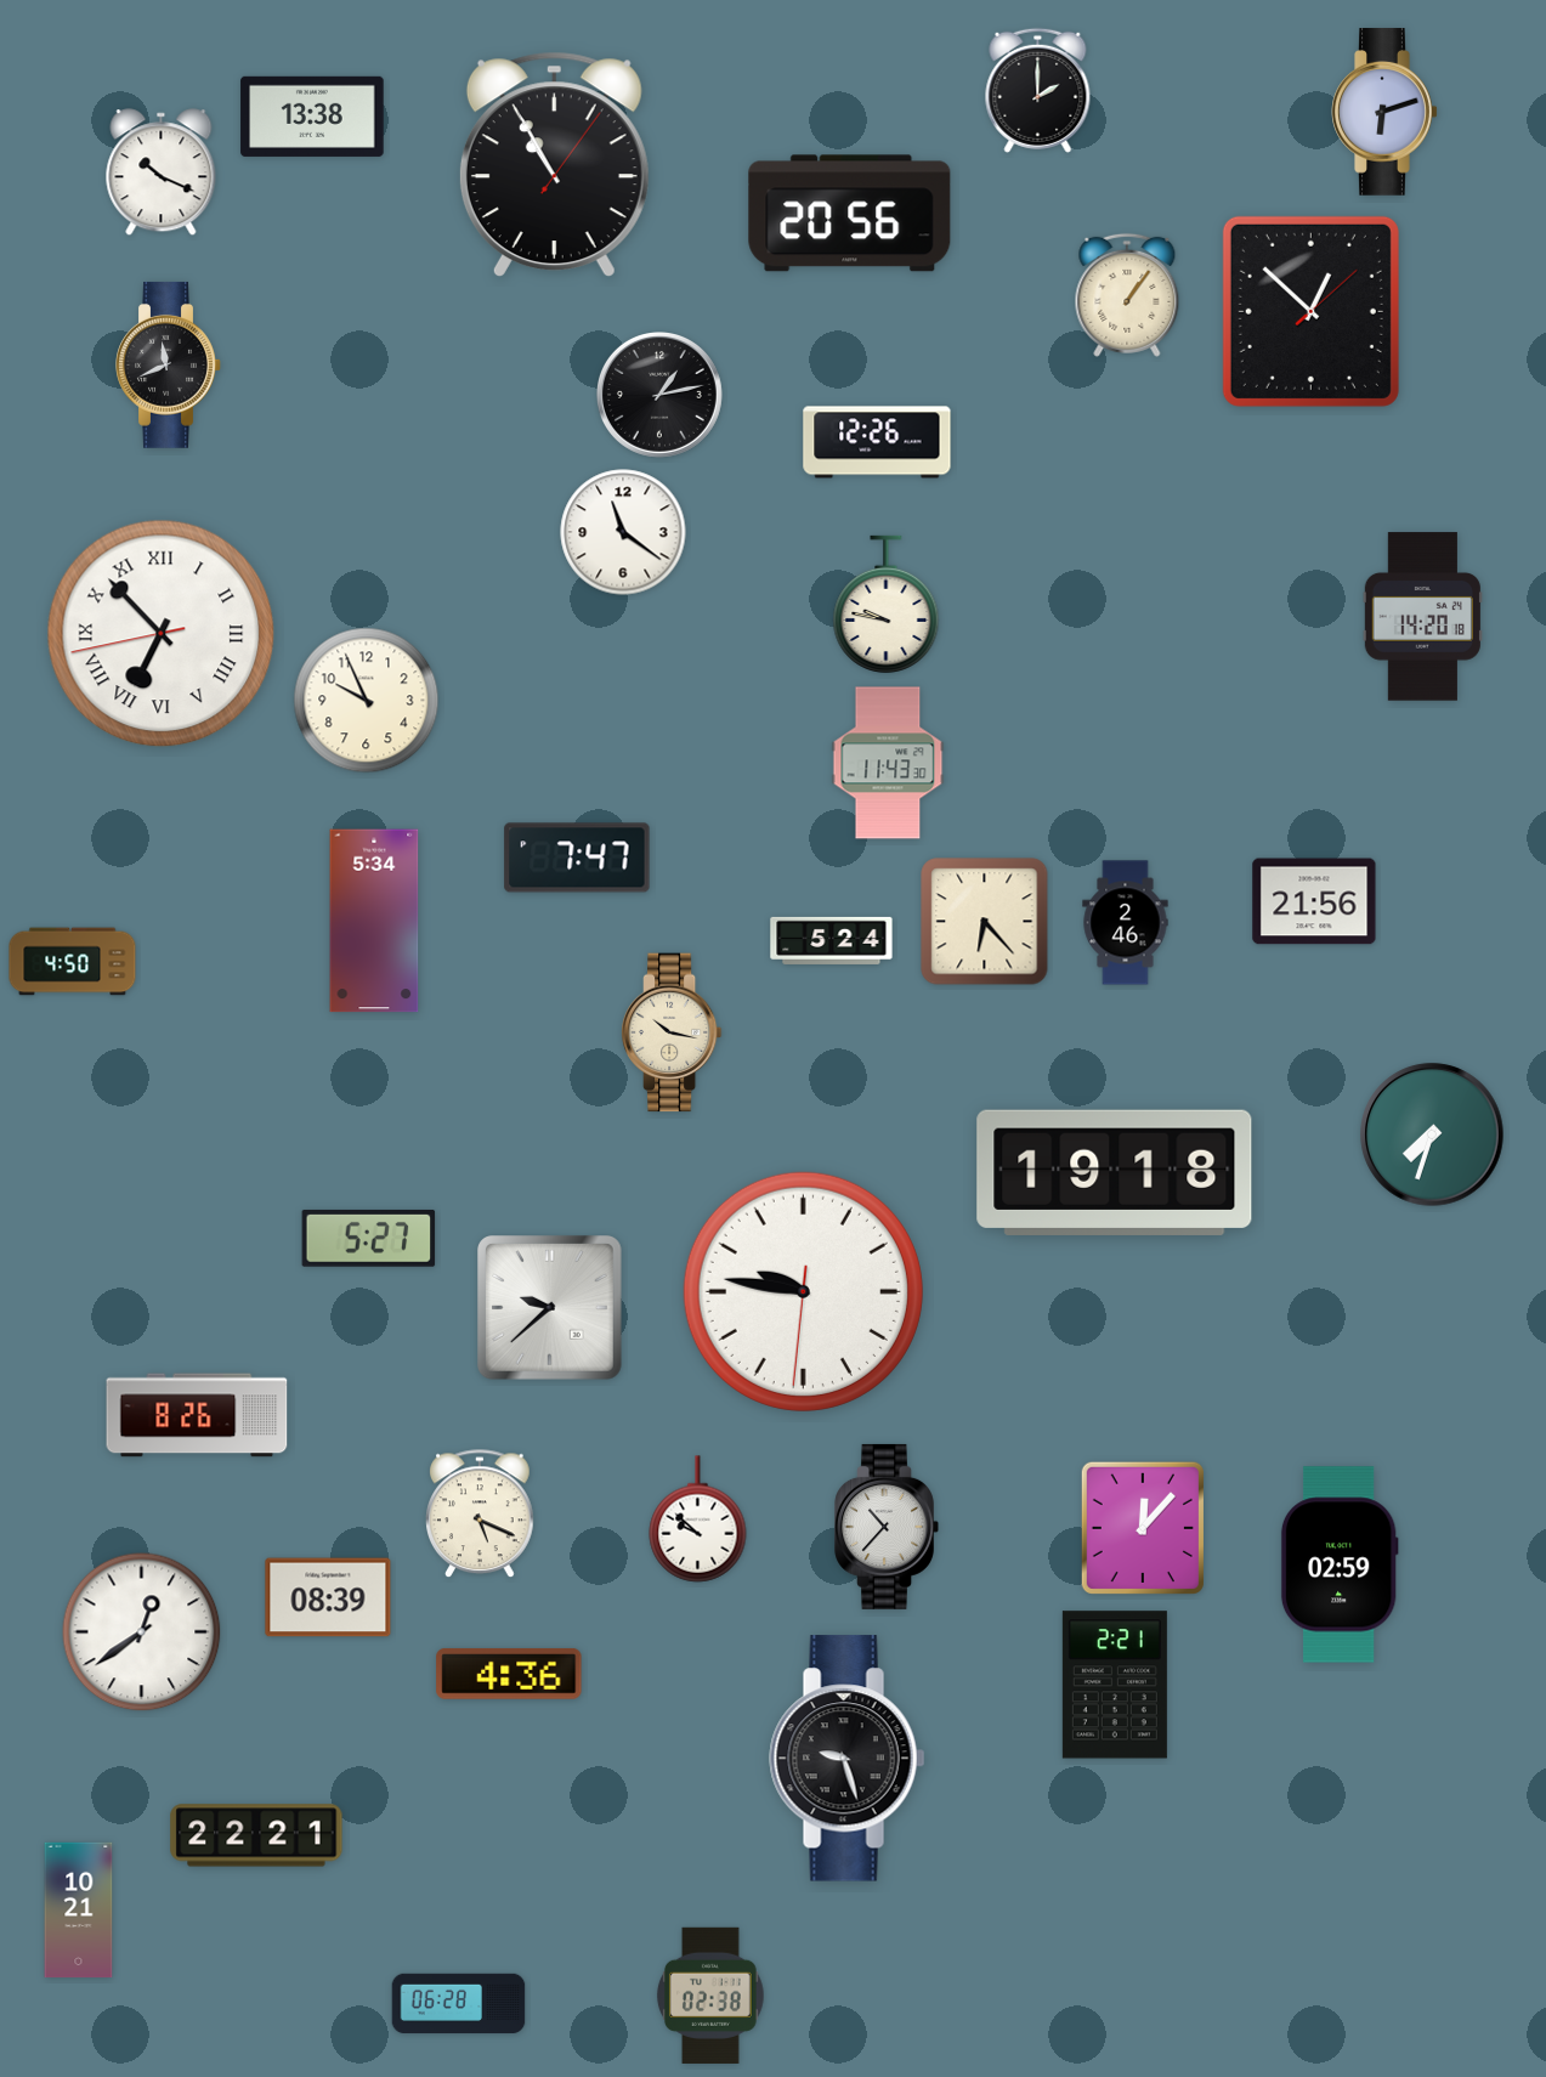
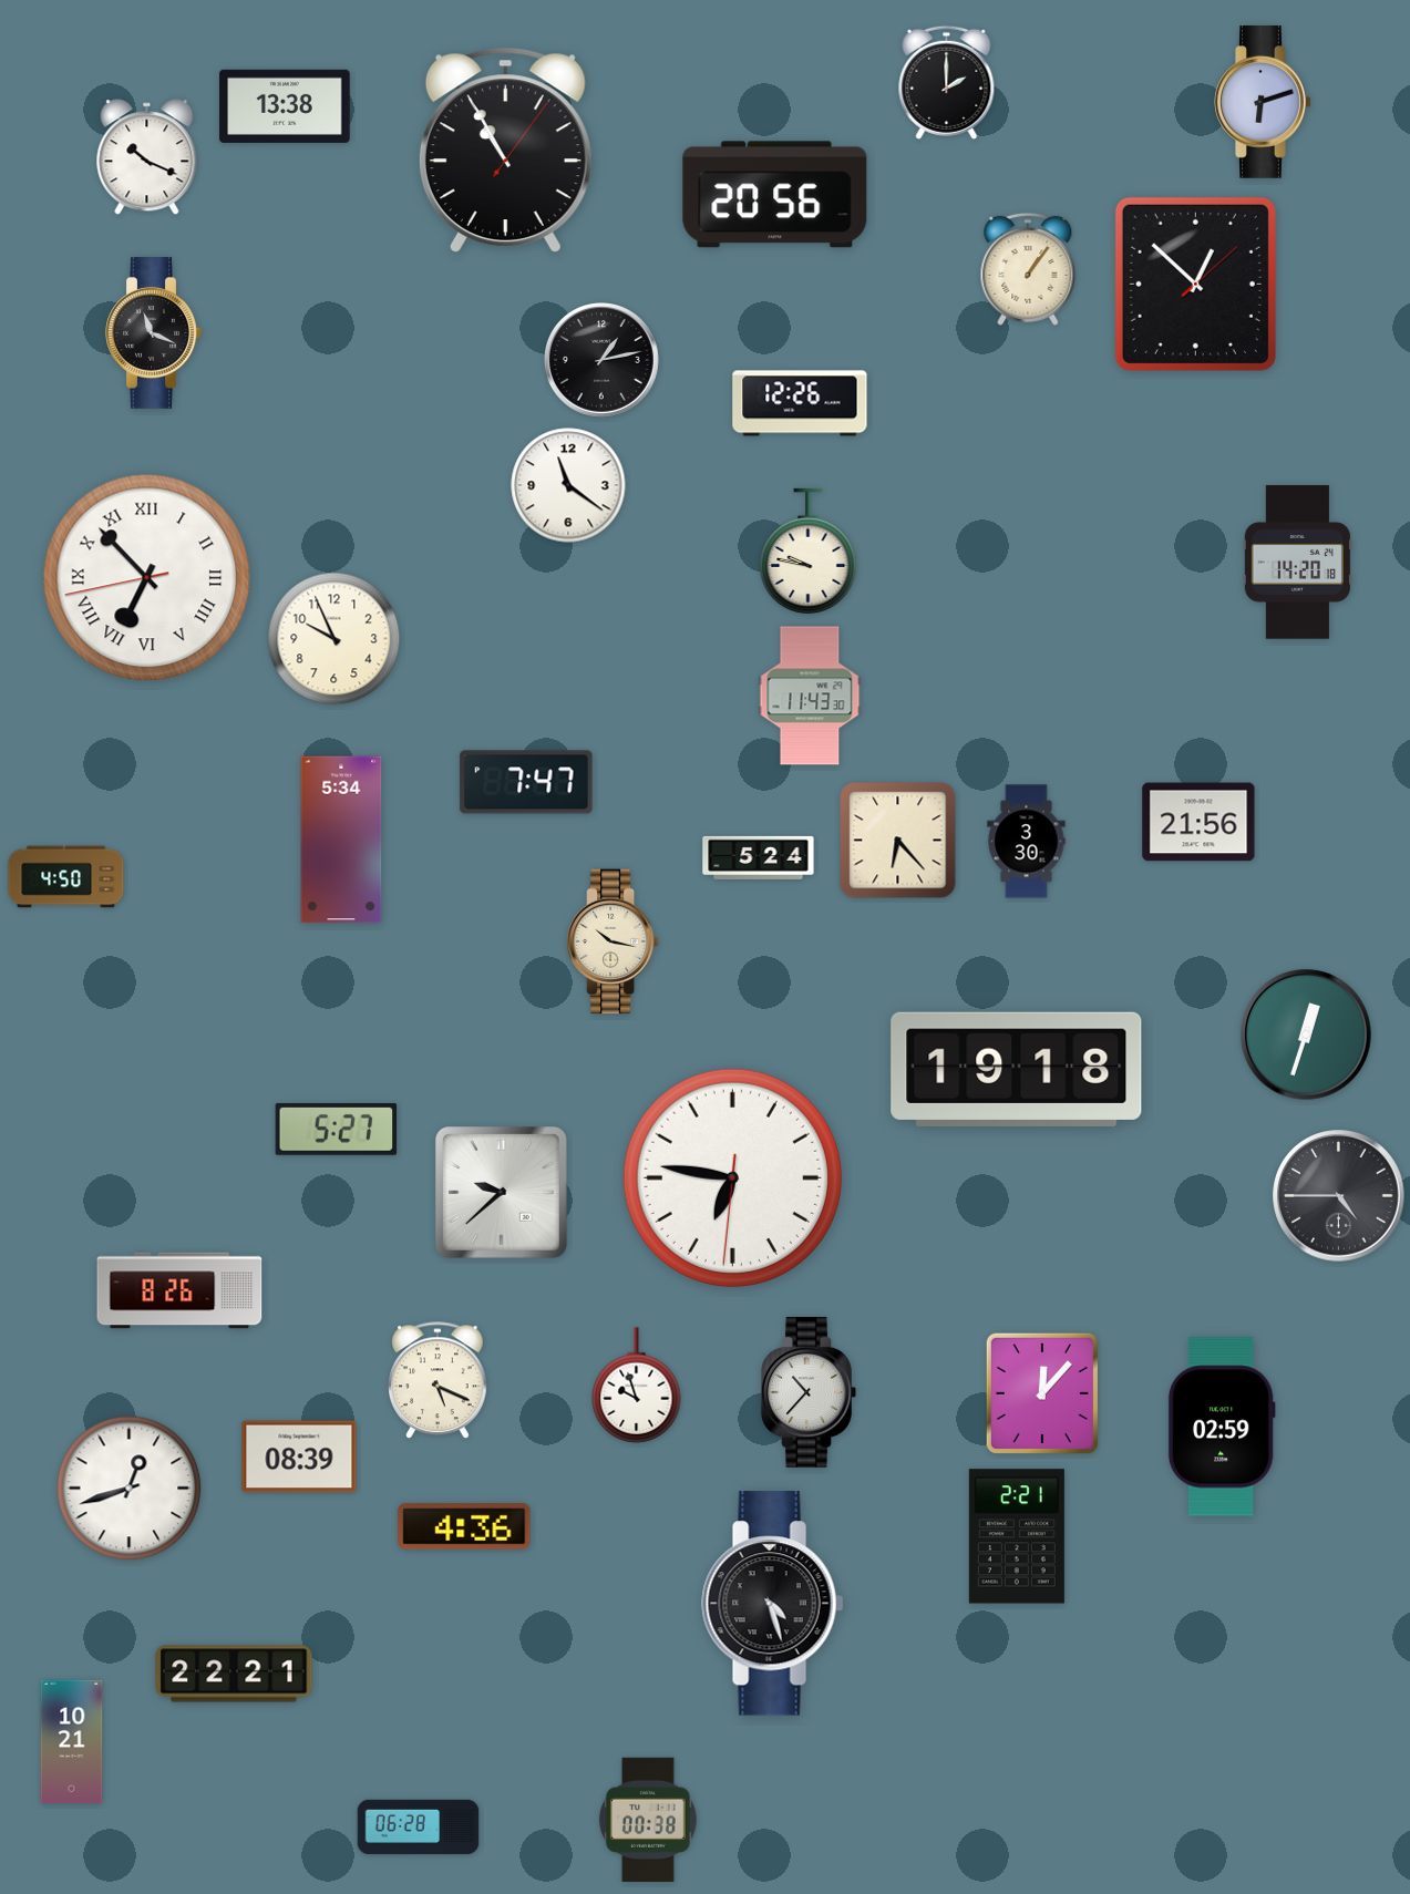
clock at (169, 364): 11:41 -> 11:19
clock at (1126, 923): 2:46 -> 3:30
clock at (1432, 1134): 7:33 -> 12:33
clock at (803, 1291): 9:46 -> 6:46
clock at (1339, 1196): none -> 4:45
clock at (698, 1519): 9:52 -> 9:57
clock at (142, 1632): 12:39 -> 12:42
clock at (848, 1759): 9:27 -> 4:27
clock at (712, 1996): 02:38 -> 00:38
